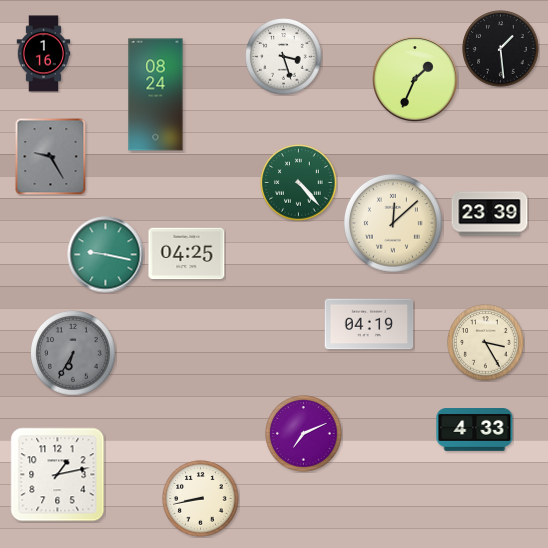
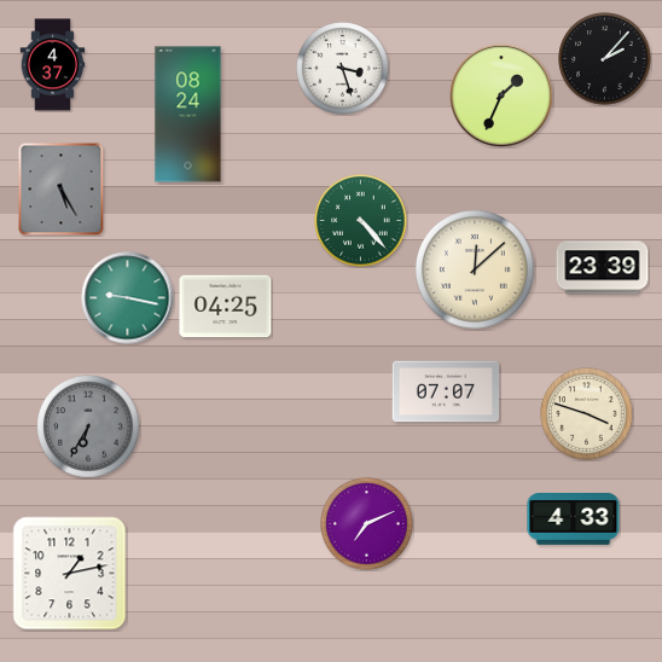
clock at (501, 49): 1:29 -> 2:07
clock at (44, 54): 1:16 -> 4:37
clock at (51, 156): 9:25 -> 5:25
clock at (490, 214) position: (490, 214) -> (603, 268)
clock at (106, 255) position: (106, 255) -> (128, 298)
clock at (369, 324): 04:19 -> 07:07
clock at (486, 343): 3:25 -> 3:48
clock at (201, 499): 8:43 -> none
